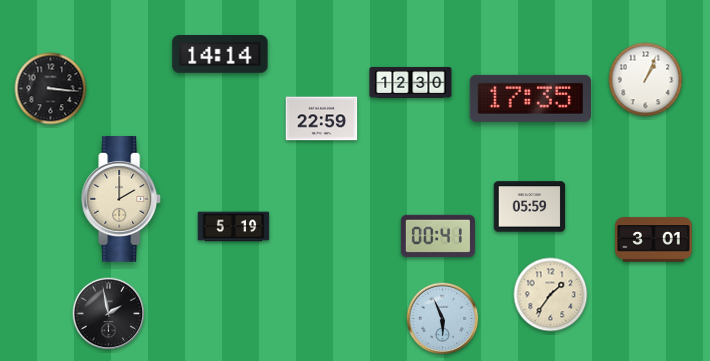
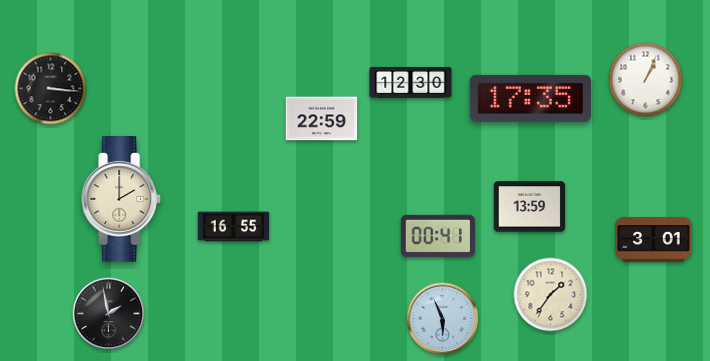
clock at (220, 55): 14:14 -> none
clock at (530, 207): 05:59 -> 13:59
clock at (234, 227): 5:19 -> 16:55
